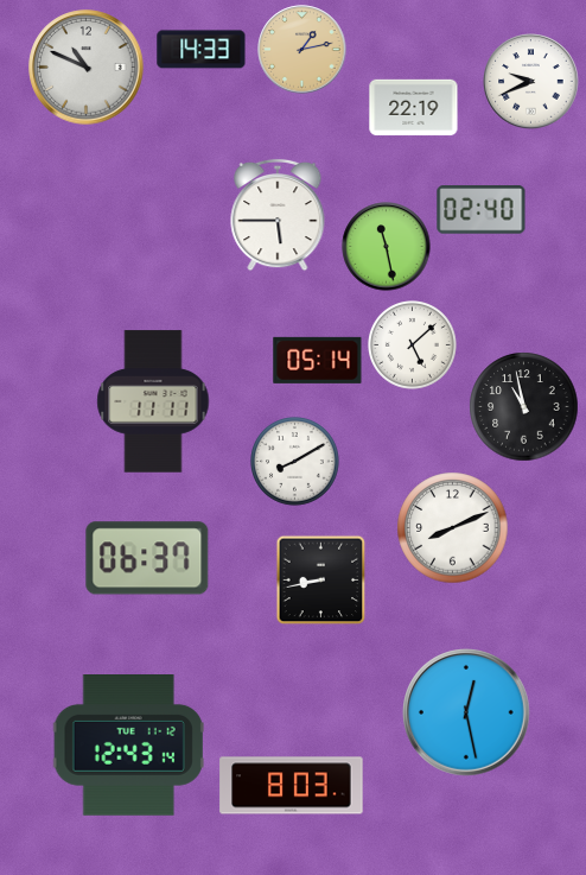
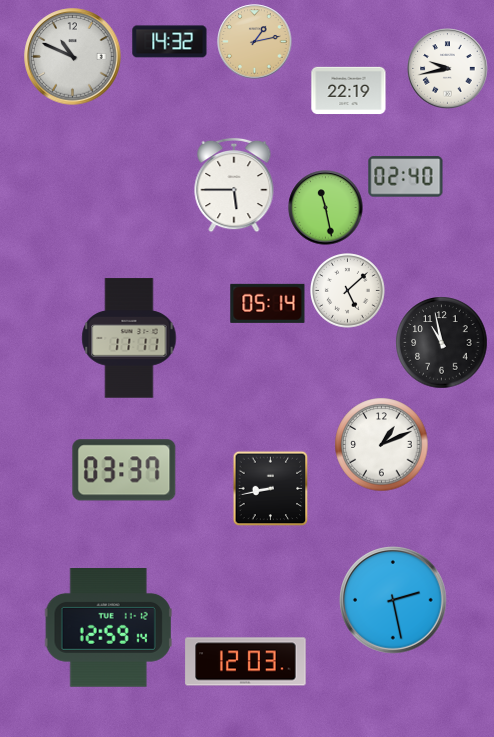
clock at (202, 50): 14:33 -> 14:32
clock at (531, 82): 9:41 -> 9:43
clock at (278, 215) position: (278, 215) -> (234, 185)
clock at (295, 462): 8:10 -> none
clock at (453, 528): 8:11 -> 1:11
clock at (147, 558): 06:37 -> 03:37
clock at (466, 712): 12:28 -> 2:28
clock at (128, 746): 12:43 -> 12:59
clock at (292, 786): 8:03 -> 12:03
